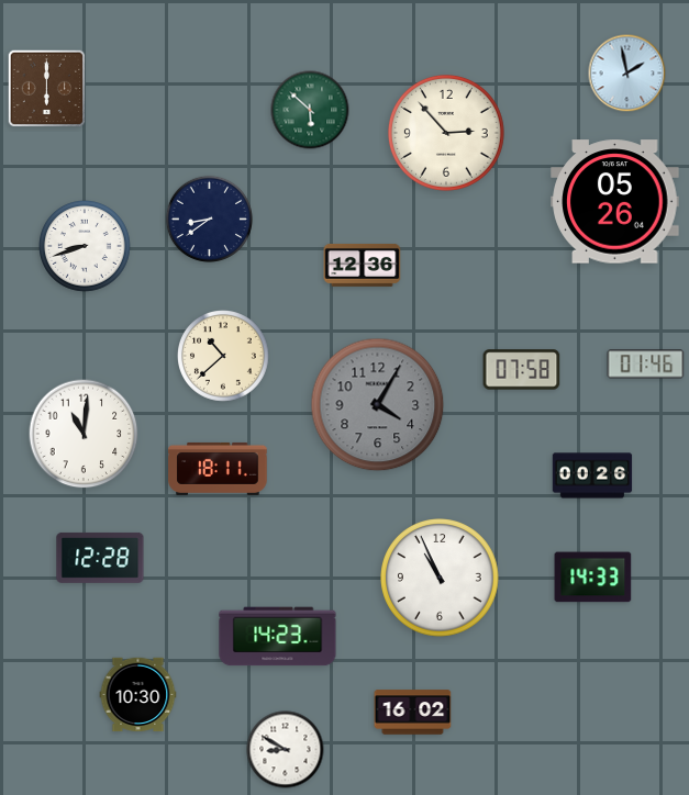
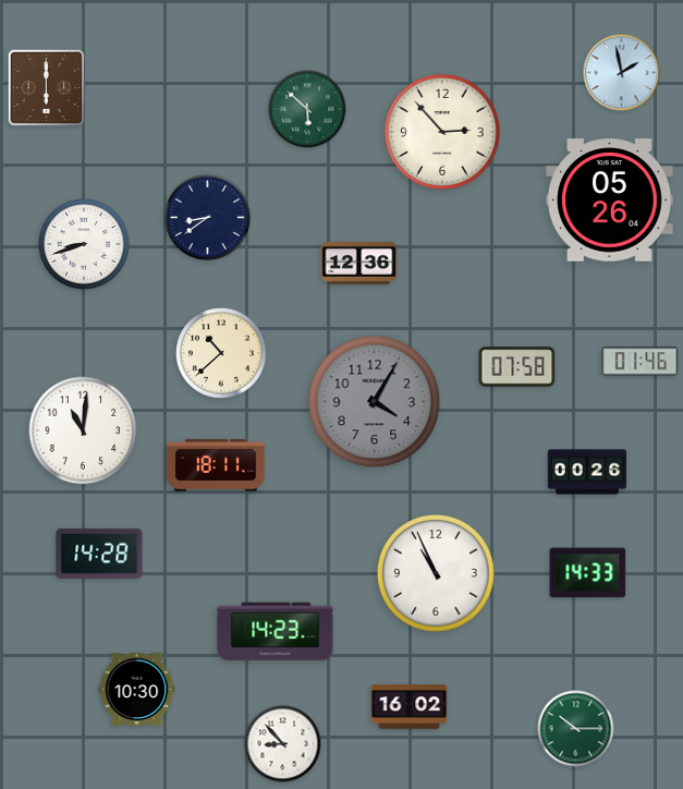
clock at (100, 558): 12:28 -> 14:28
clock at (576, 729): none -> 10:15
clock at (286, 750): 8:50 -> 8:53
